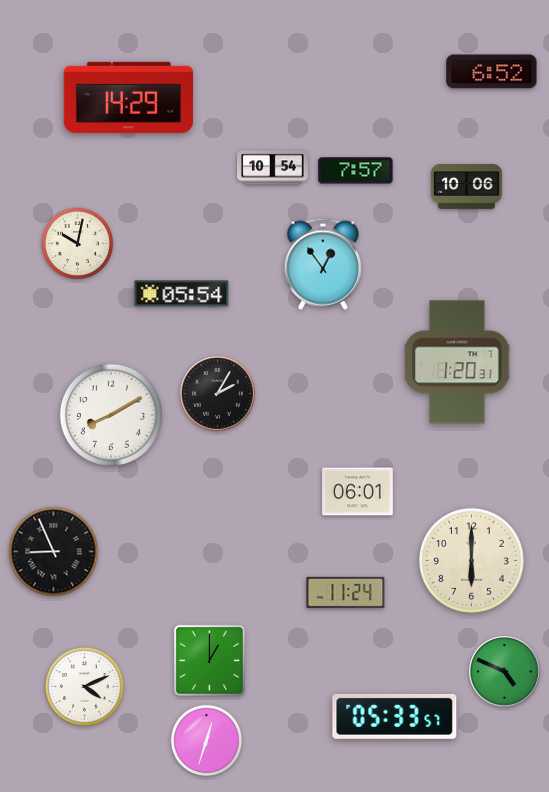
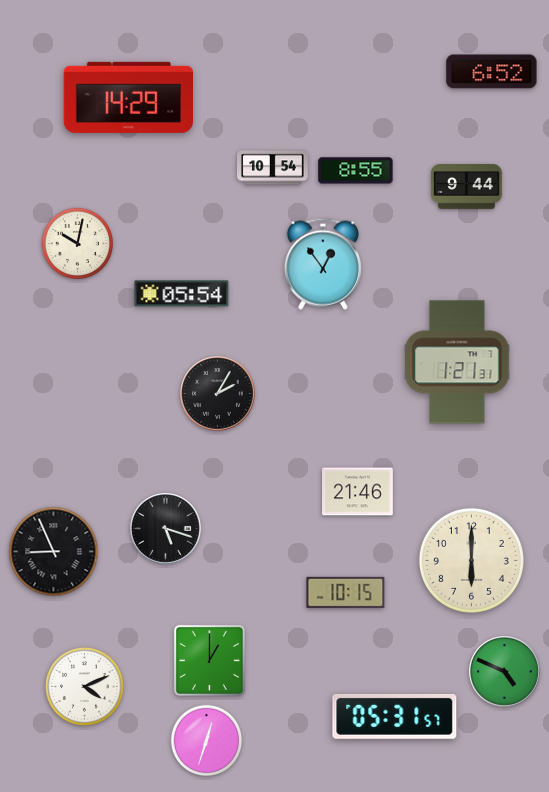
clock at (356, 171): 7:57 -> 8:55
clock at (467, 187): 10:06 -> 9:44
clock at (457, 362): 1:20 -> 1:21
clock at (111, 415): 8:10 -> none
clock at (358, 492): 06:01 -> 21:46
clock at (166, 529): none -> 5:18
clock at (346, 592): 11:24 -> 10:15
clock at (395, 716): 05:33 -> 05:31
